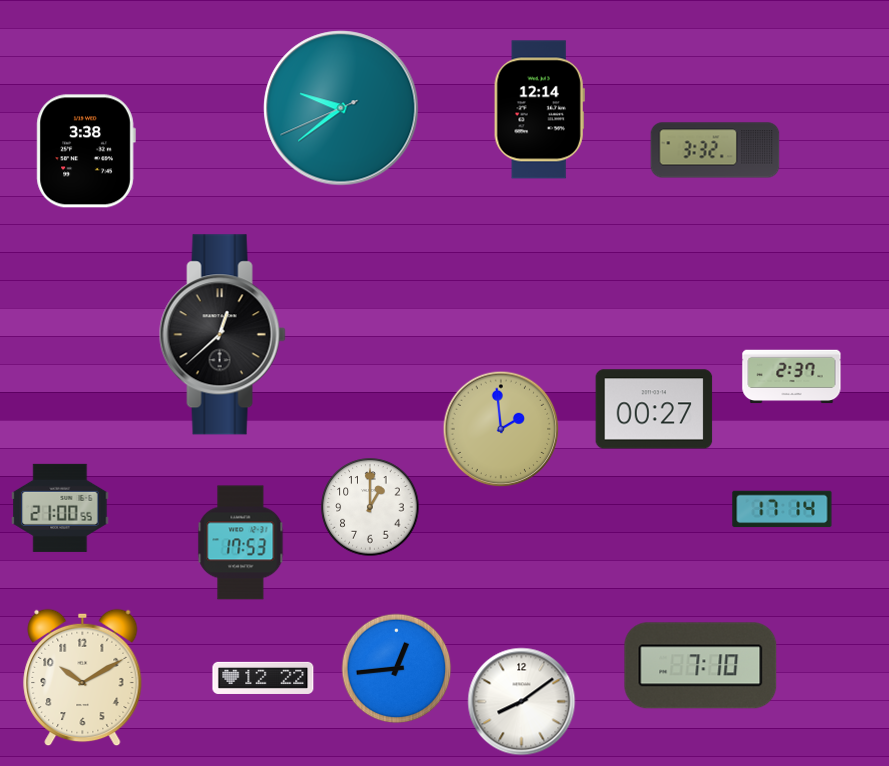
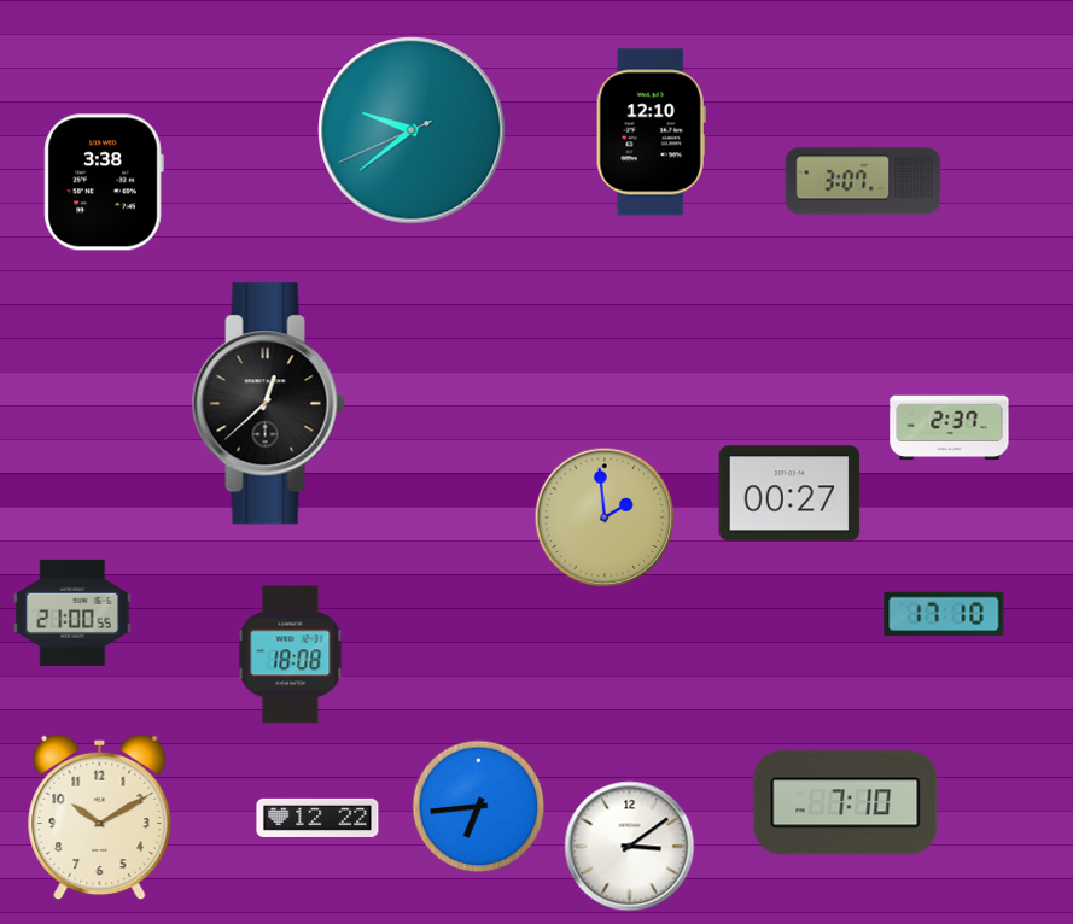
clock at (539, 110): 12:14 -> 12:10
clock at (715, 150): 3:32 -> 3:07
clock at (792, 377) position: (792, 377) -> (950, 428)
clock at (370, 507): 1:00 -> none
clock at (782, 509): 17:14 -> 17:10
clock at (241, 543): 17:53 -> 18:08
clock at (397, 669): 12:44 -> 6:44
clock at (522, 702): 8:09 -> 3:09
